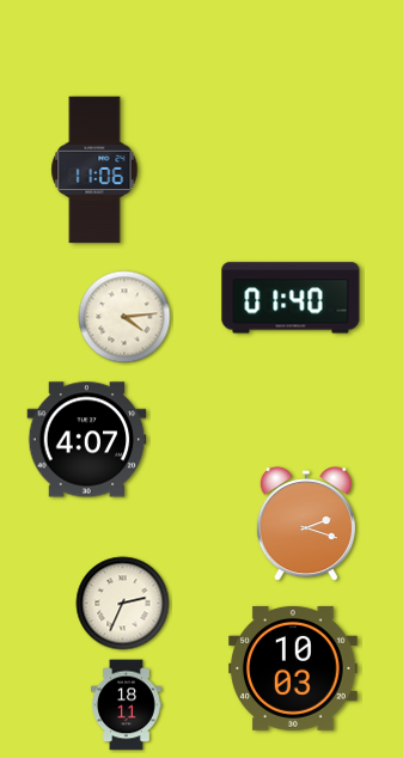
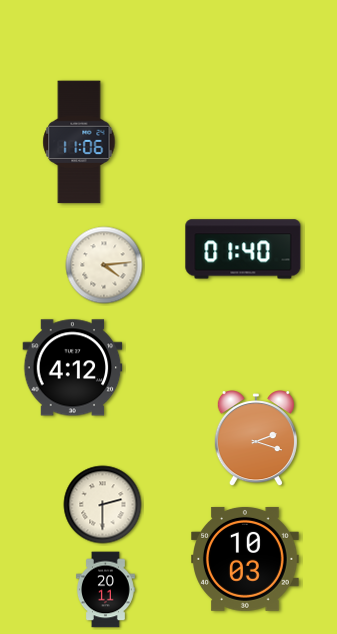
clock at (87, 440): 4:07 -> 4:12
clock at (123, 604): 2:34 -> 2:30
clock at (126, 705): 18:11 -> 20:11
